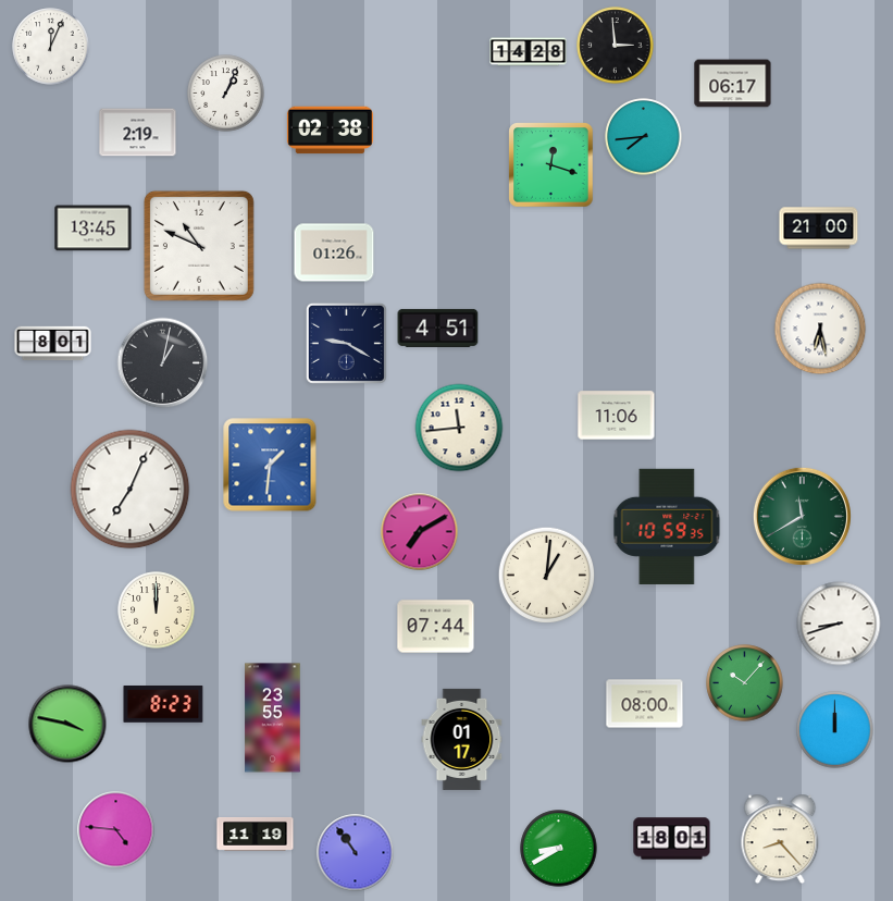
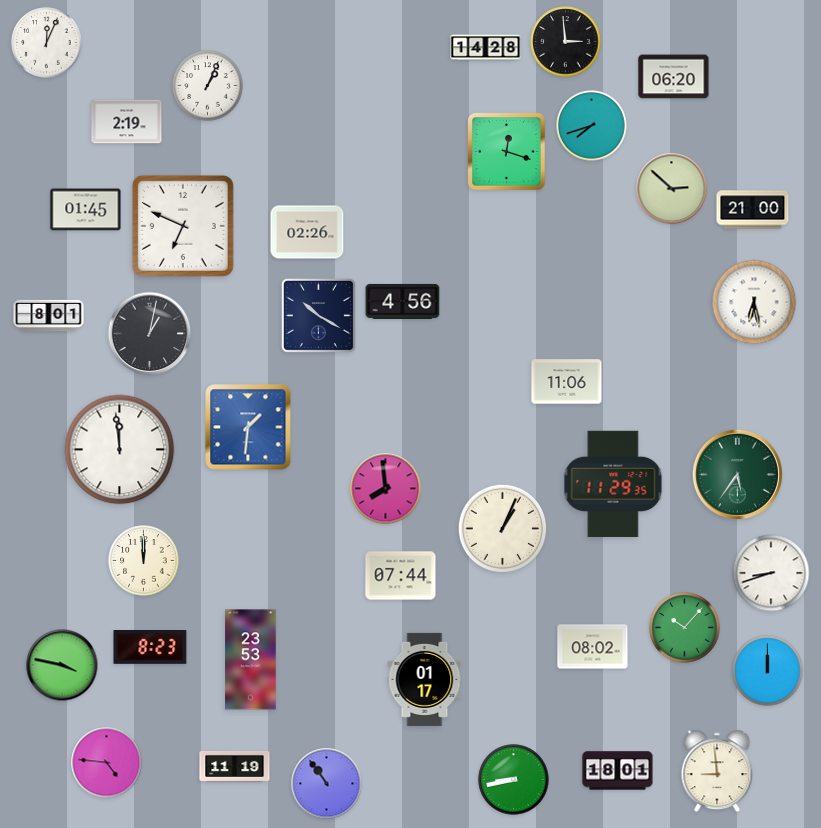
clock at (733, 84): 06:17 -> 06:20
clock at (330, 131): 02:38 -> none
clock at (644, 137): 7:44 -> 7:42
clock at (672, 189): none -> 2:52
clock at (94, 229): 13:45 -> 01:45
clock at (199, 246): 10:49 -> 6:49
clock at (334, 252): 01:26 -> 02:26
clock at (438, 328): 4:51 -> 4:56
clock at (346, 343): 9:20 -> 10:20
clock at (459, 428): 11:44 -> none
clock at (131, 490): 7:04 -> 11:59
clock at (802, 516): 11:40 -> 5:36
clock at (667, 527): 10:59 -> 11:29
clock at (420, 532): 7:10 -> 7:59
clock at (547, 576): 1:01 -> 1:04
clock at (645, 704): 08:00 -> 08:02
clock at (273, 718): 23:55 -> 23:53
clock at (780, 839): 8:23 -> 8:59
clock at (559, 849): 8:40 -> 8:43
